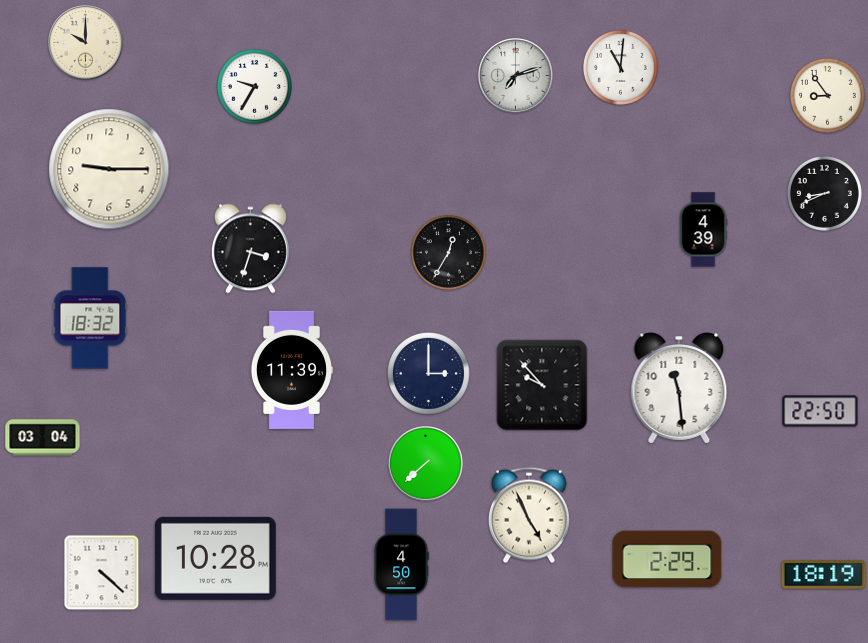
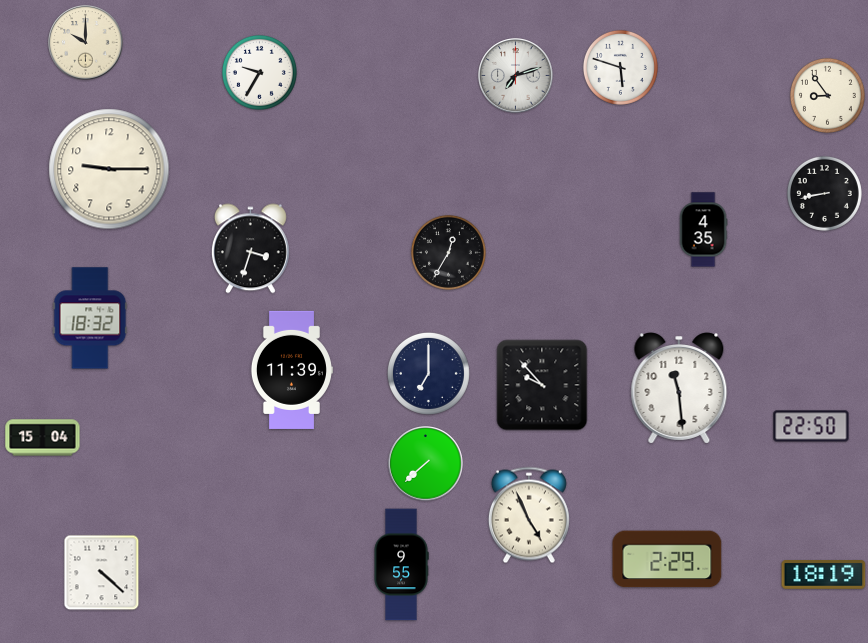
clock at (620, 67): 11:01 -> 5:48
clock at (254, 86) position: (254, 86) -> (259, 72)
clock at (824, 193): 8:41 -> 8:43
clock at (703, 230): 4:39 -> 4:35
clock at (428, 373): 3:00 -> 7:00
clock at (820, 411) position: (820, 411) -> (811, 426)
clock at (43, 438): 03:04 -> 15:04
clock at (215, 558): 10:28 -> none
clock at (401, 565): 4:50 -> 9:55
